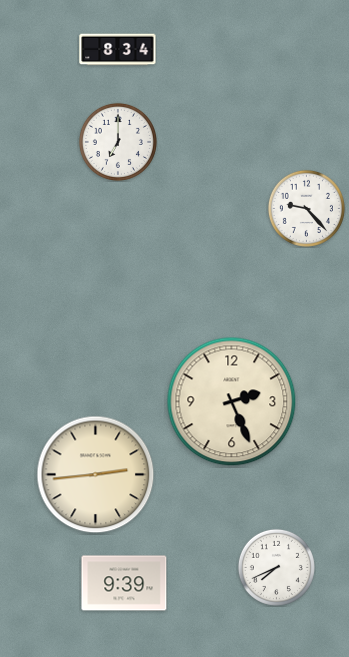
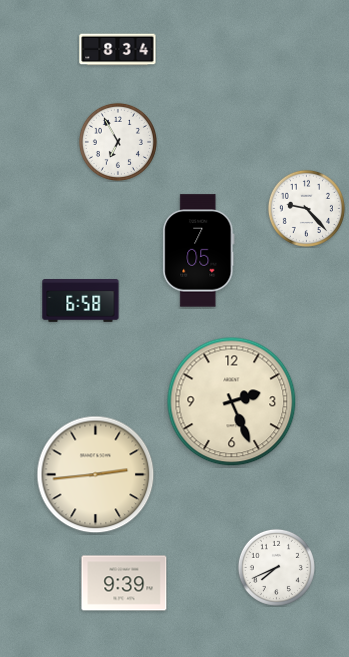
clock at (118, 142): 7:00 -> 6:55
clock at (199, 251): none -> 7:05
clock at (81, 301): none -> 6:58
